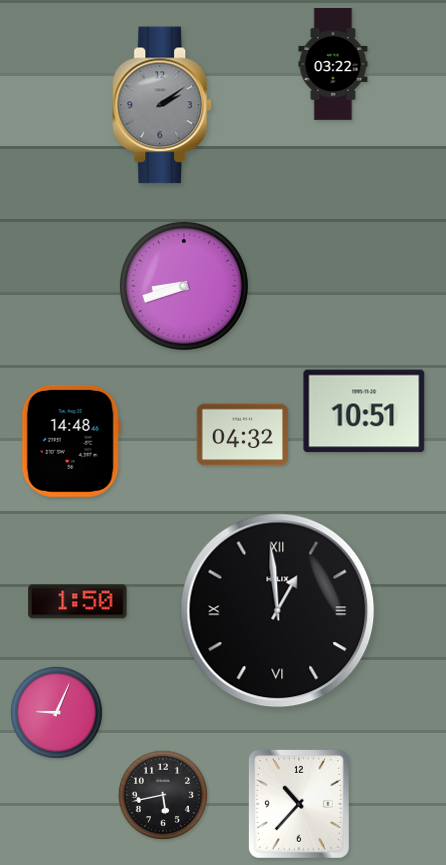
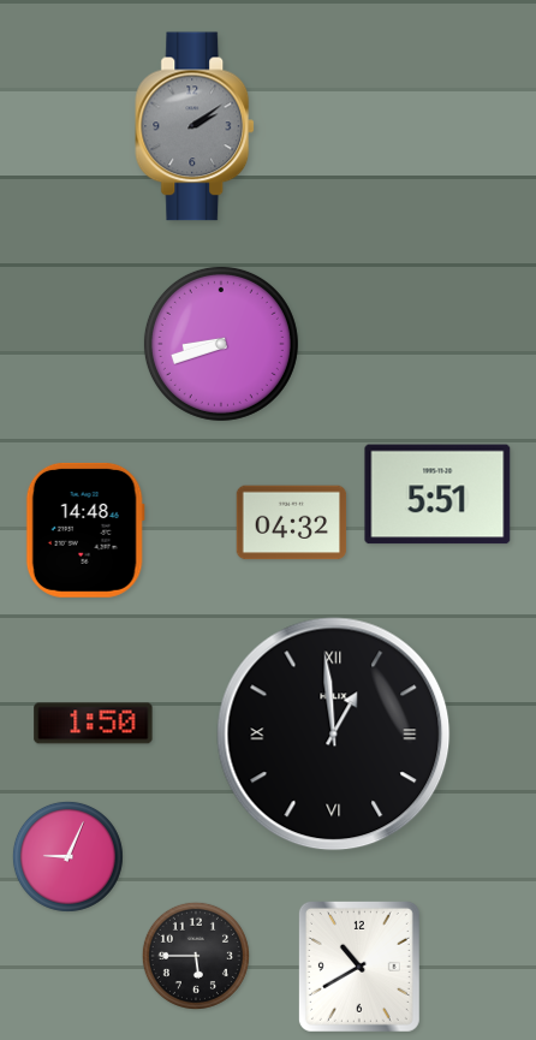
clock at (333, 65): 03:22 -> none
clock at (364, 411): 10:51 -> 5:51
clock at (163, 795): 5:43 -> 5:45
clock at (299, 804): 10:37 -> 10:40
